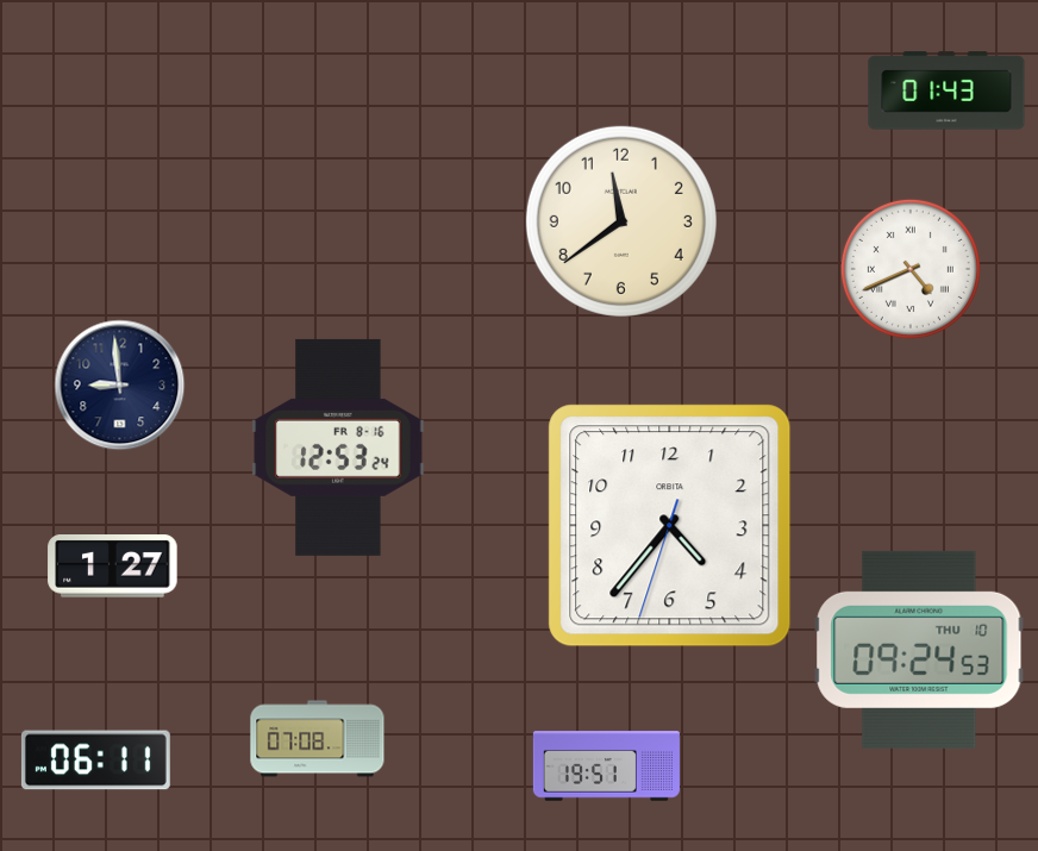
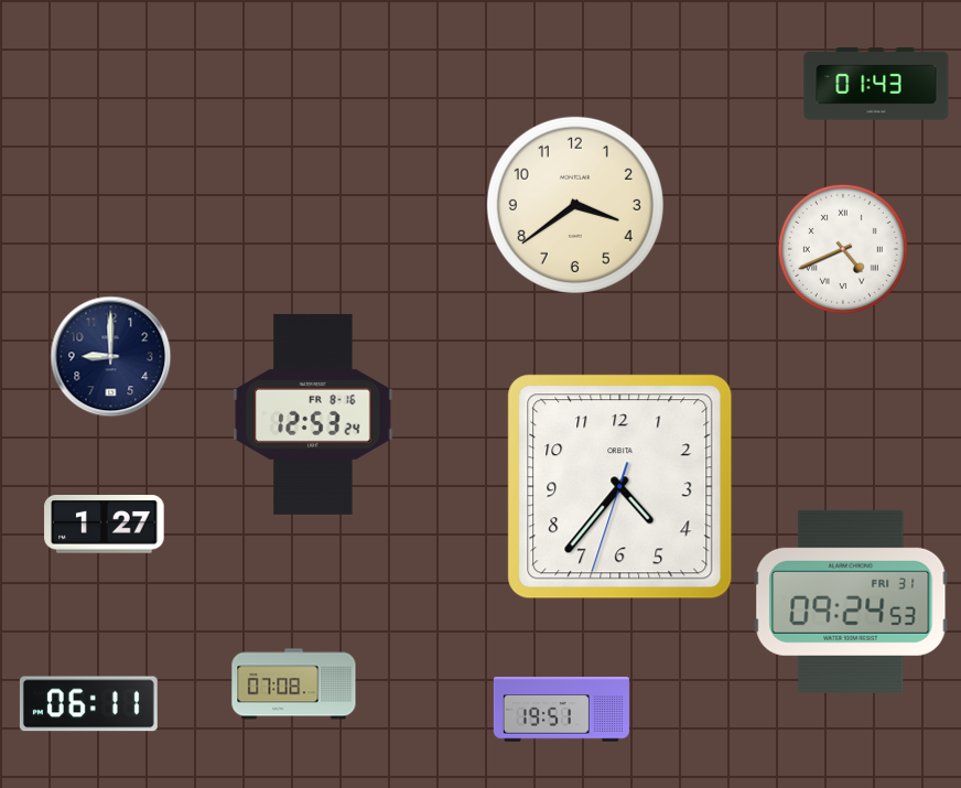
clock at (621, 221): 11:39 -> 3:39
clock at (120, 386): 8:59 -> 9:00
clock at (919, 650) date: THU 10 -> FRI 31
